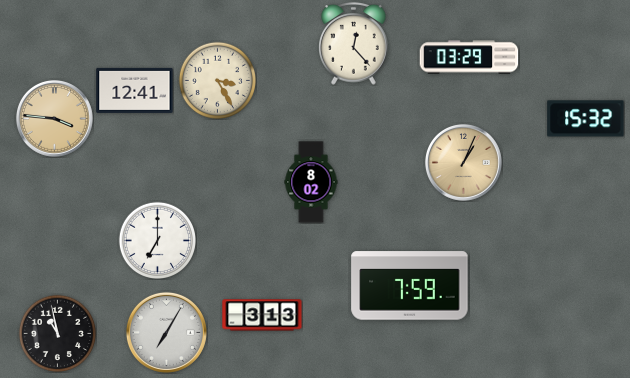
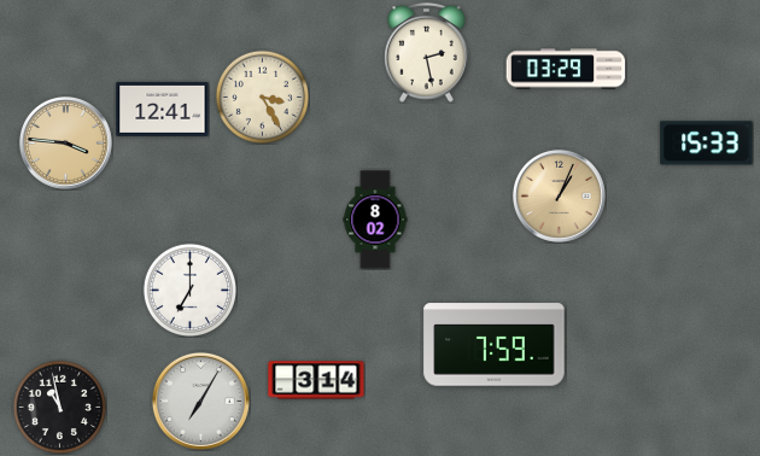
clock at (354, 44): 12:23 -> 2:28
clock at (586, 119): 15:32 -> 15:33
clock at (262, 315): 3:13 -> 3:14
clock at (57, 333) position: (57, 333) -> (59, 407)
